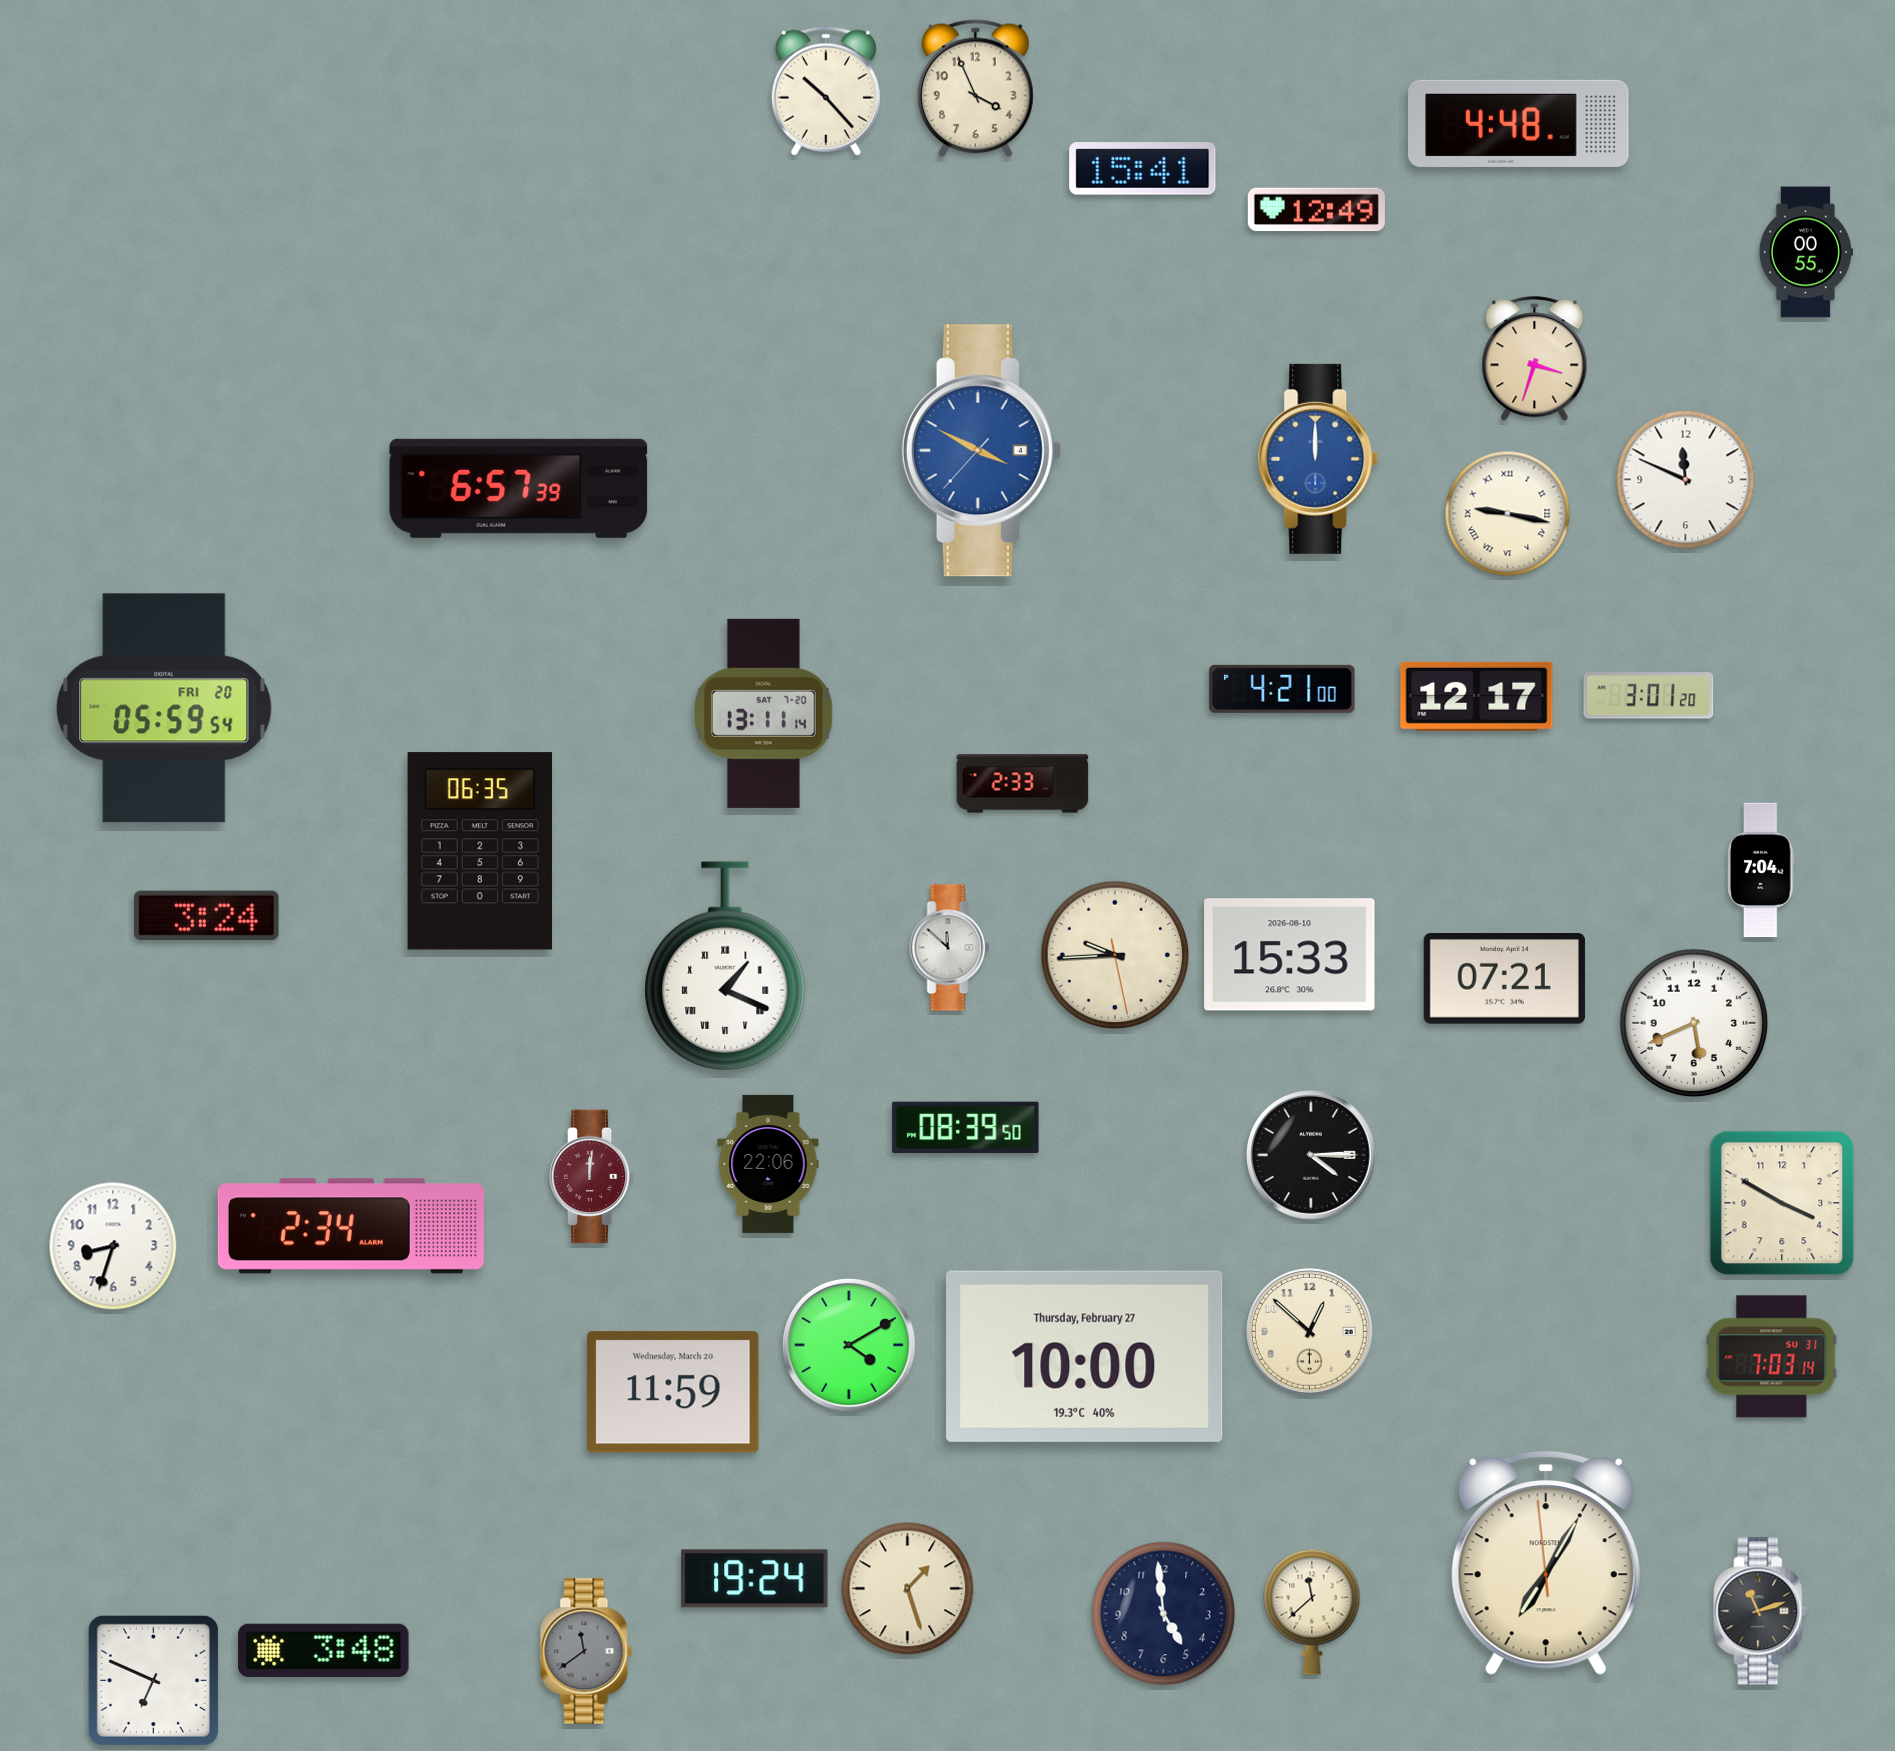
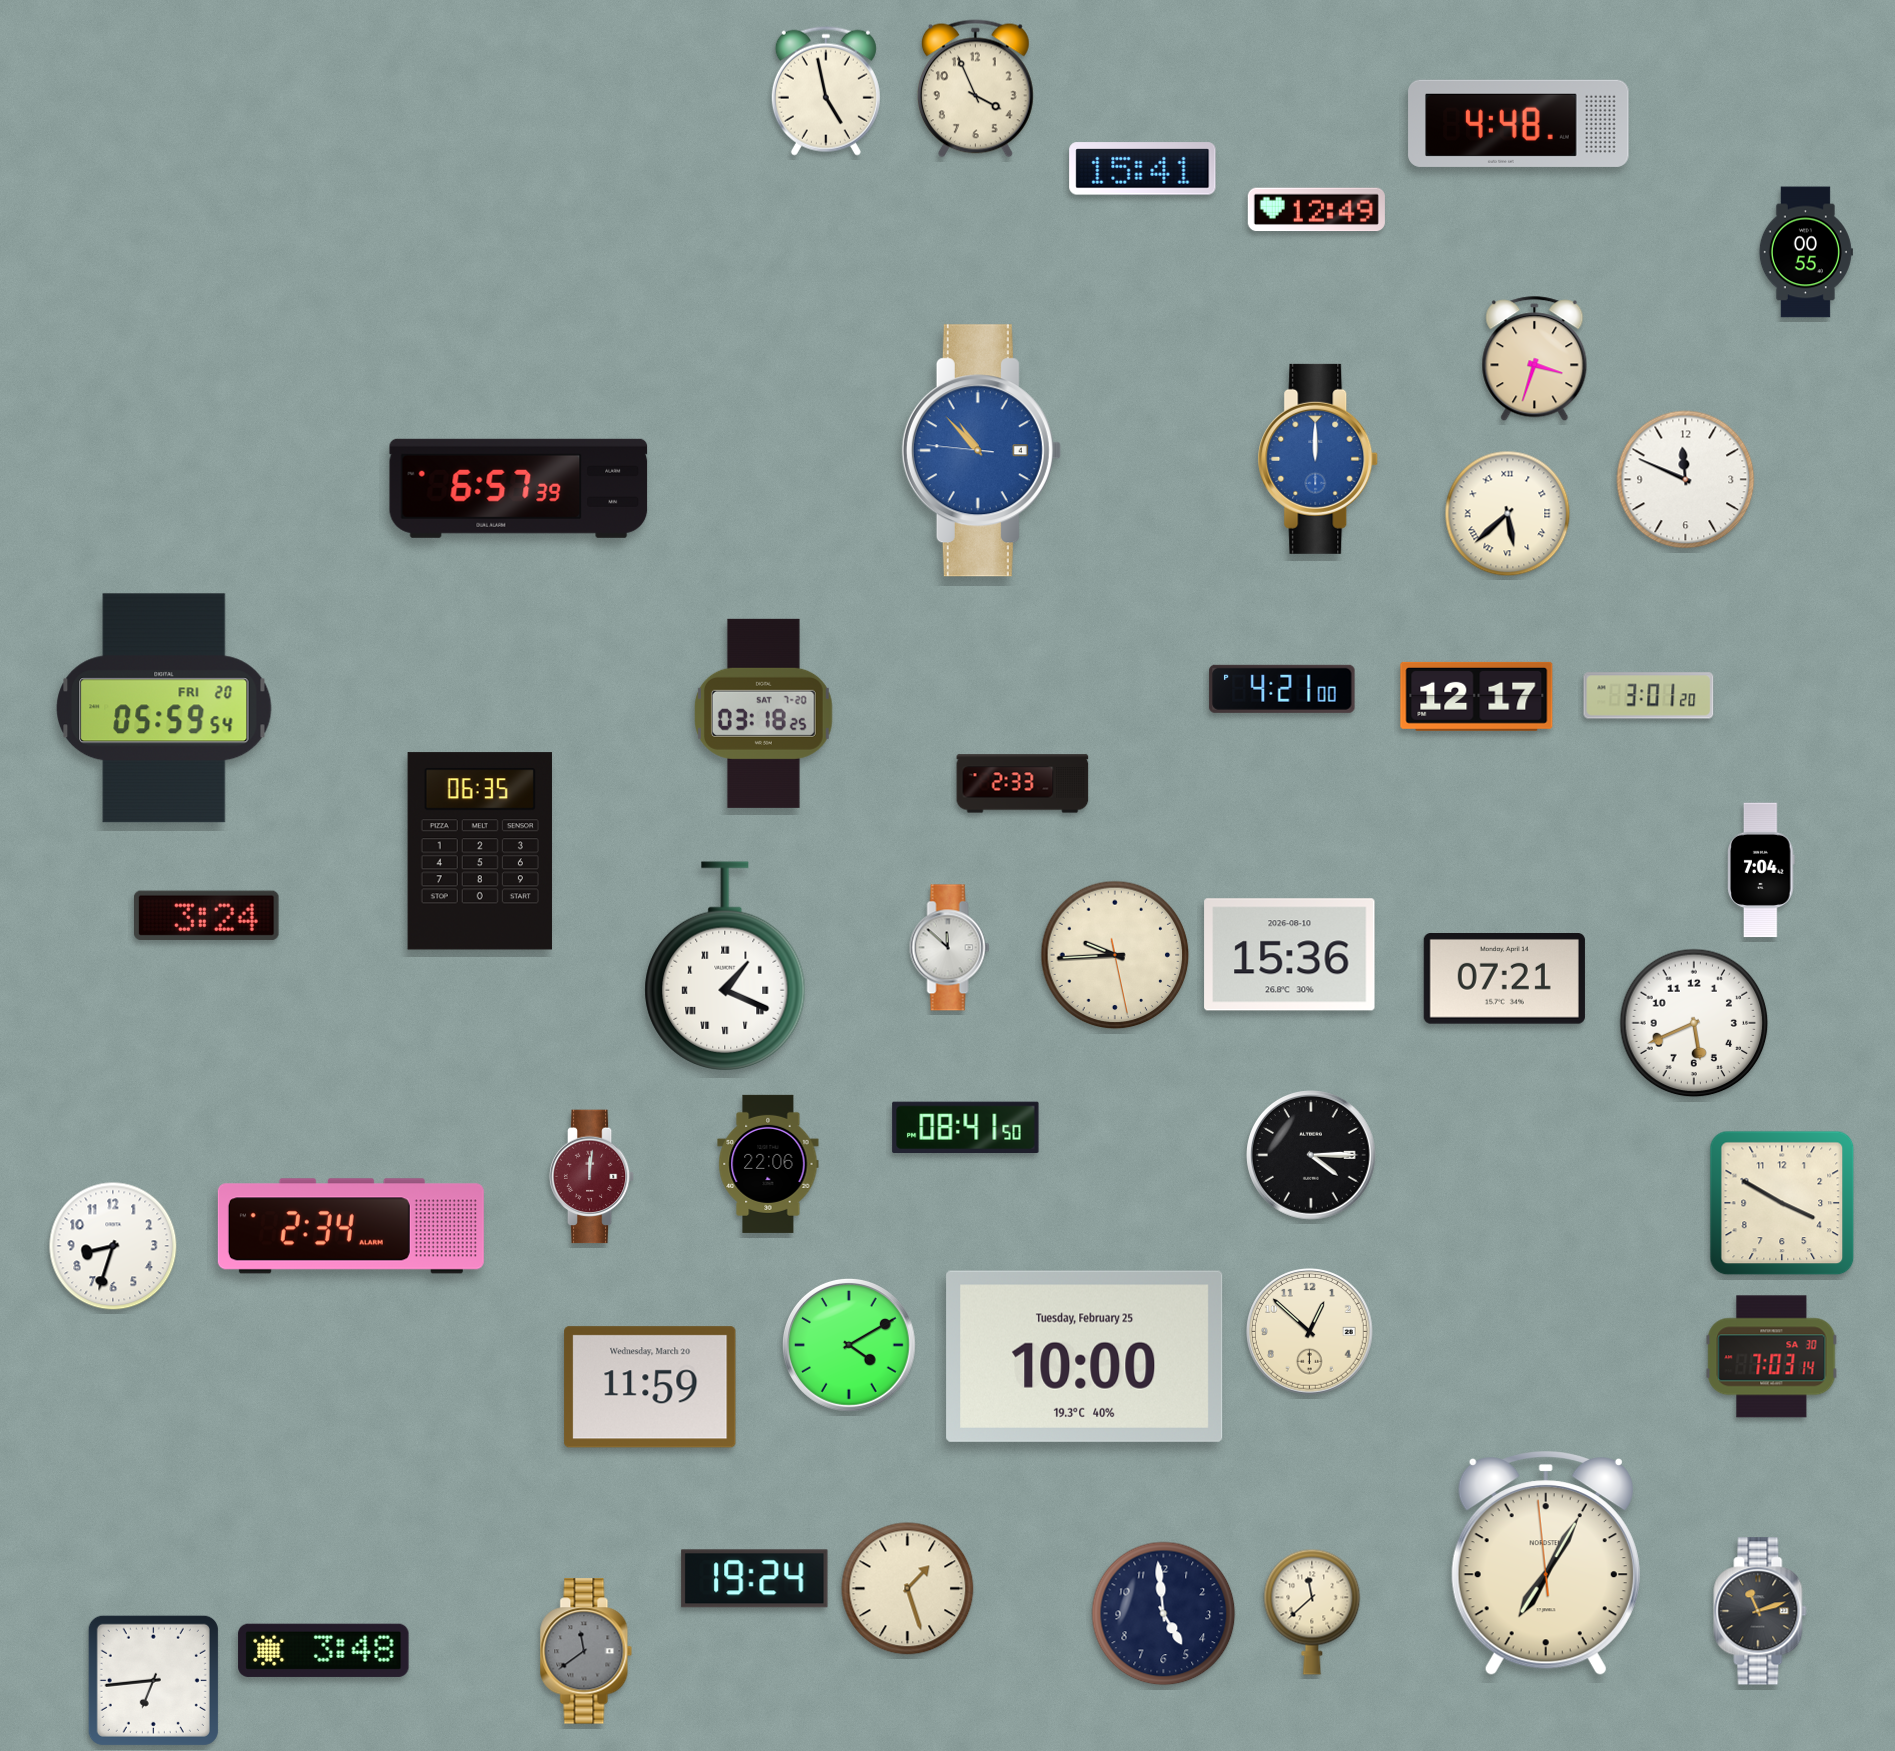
clock at (826, 91): 10:23 -> 4:58
clock at (981, 451): 3:49 -> 10:52
clock at (1508, 514): 9:17 -> 5:38
clock at (763, 713): 13:11 -> 03:18
clock at (1290, 955): 15:33 -> 15:36
clock at (966, 1127): 08:39 -> 08:41
clock at (1085, 1356) date: Thursday, February 27 -> Tuesday, February 25
clock at (1772, 1357) date: SU 31 -> SA 30
clock at (673, 1392) position: (673, 1392) -> (650, 1387)
clock at (153, 1680): 6:49 -> 6:44
